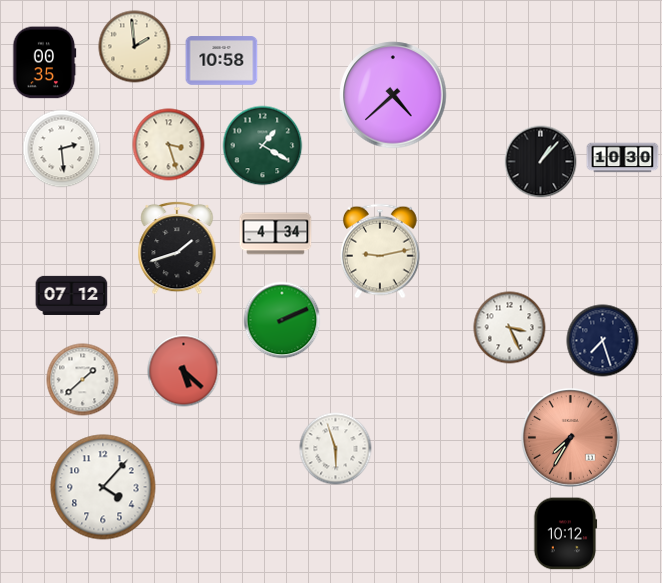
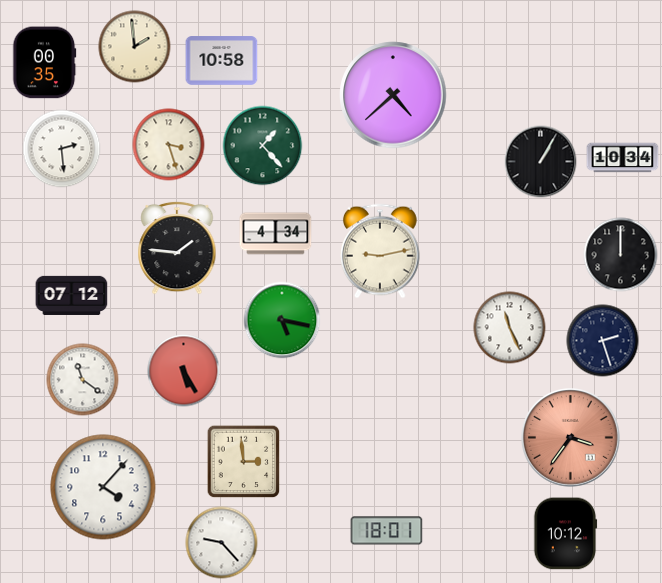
clock at (263, 146): 1:20 -> 1:23
clock at (623, 158): 10:30 -> 10:34
clock at (541, 162): 1:07 -> 1:05
clock at (177, 248): 1:42 -> 1:46
clock at (621, 255): none -> 12:00
clock at (282, 320): 2:11 -> 5:17
clock at (510, 328): 3:26 -> 11:26
clock at (603, 341): 7:27 -> 2:27
clock at (184, 371): 5:22 -> 5:25
clock at (83, 380): 1:38 -> 11:21
clock at (571, 438): 7:35 -> 3:36
clock at (336, 449): 5:57 -> none
clock at (244, 462): none -> 2:59
clock at (387, 531): none -> 18:01
clock at (222, 543): none -> 9:23
